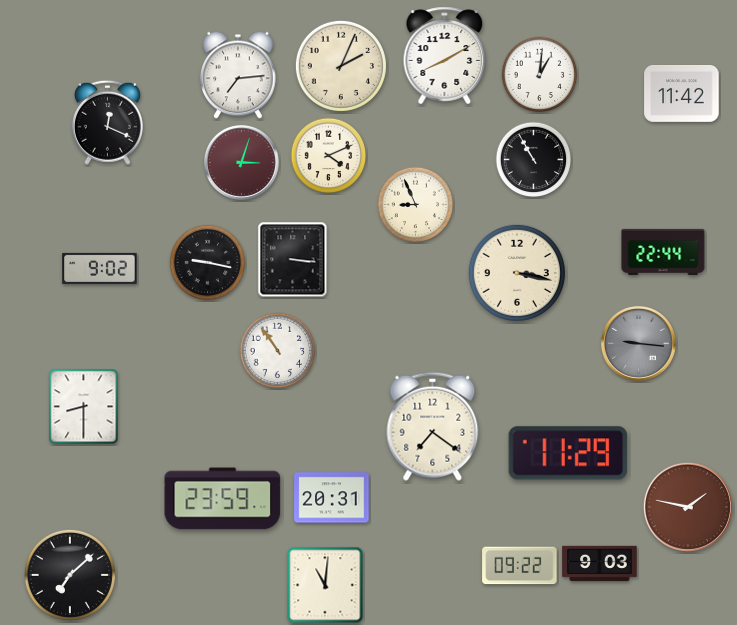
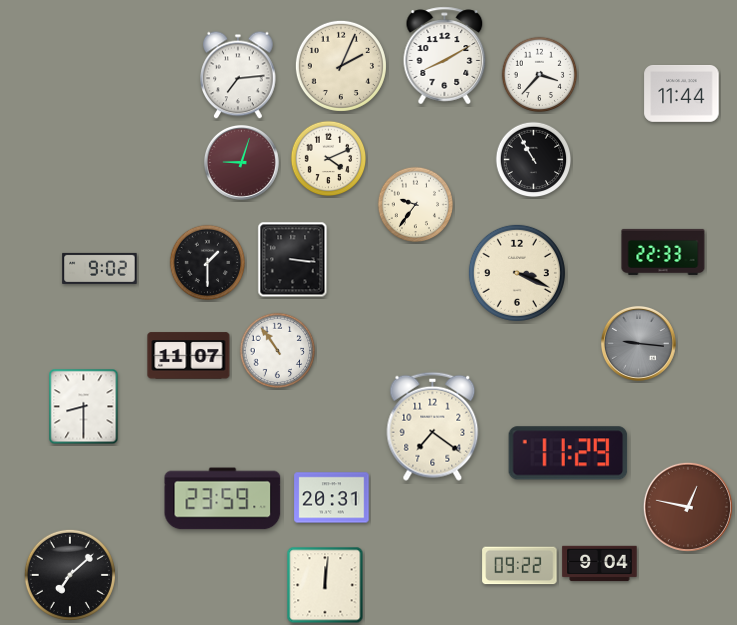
clock at (540, 75): 1:01 -> 3:37
clock at (682, 94): 11:42 -> 11:44
clock at (107, 122): 12:19 -> none
clock at (329, 156) position: (329, 156) -> (329, 159)
clock at (241, 162): 3:03 -> 9:03
clock at (416, 205): 8:56 -> 9:36
clock at (663, 252): 22:44 -> 22:33
clock at (208, 263): 9:17 -> 1:30
clock at (517, 273): 3:17 -> 3:19
clock at (189, 356): none -> 11:07
clock at (688, 507): 1:47 -> 12:47
clock at (600, 564): 9:03 -> 9:04
clock at (325, 585): 11:01 -> 12:01
